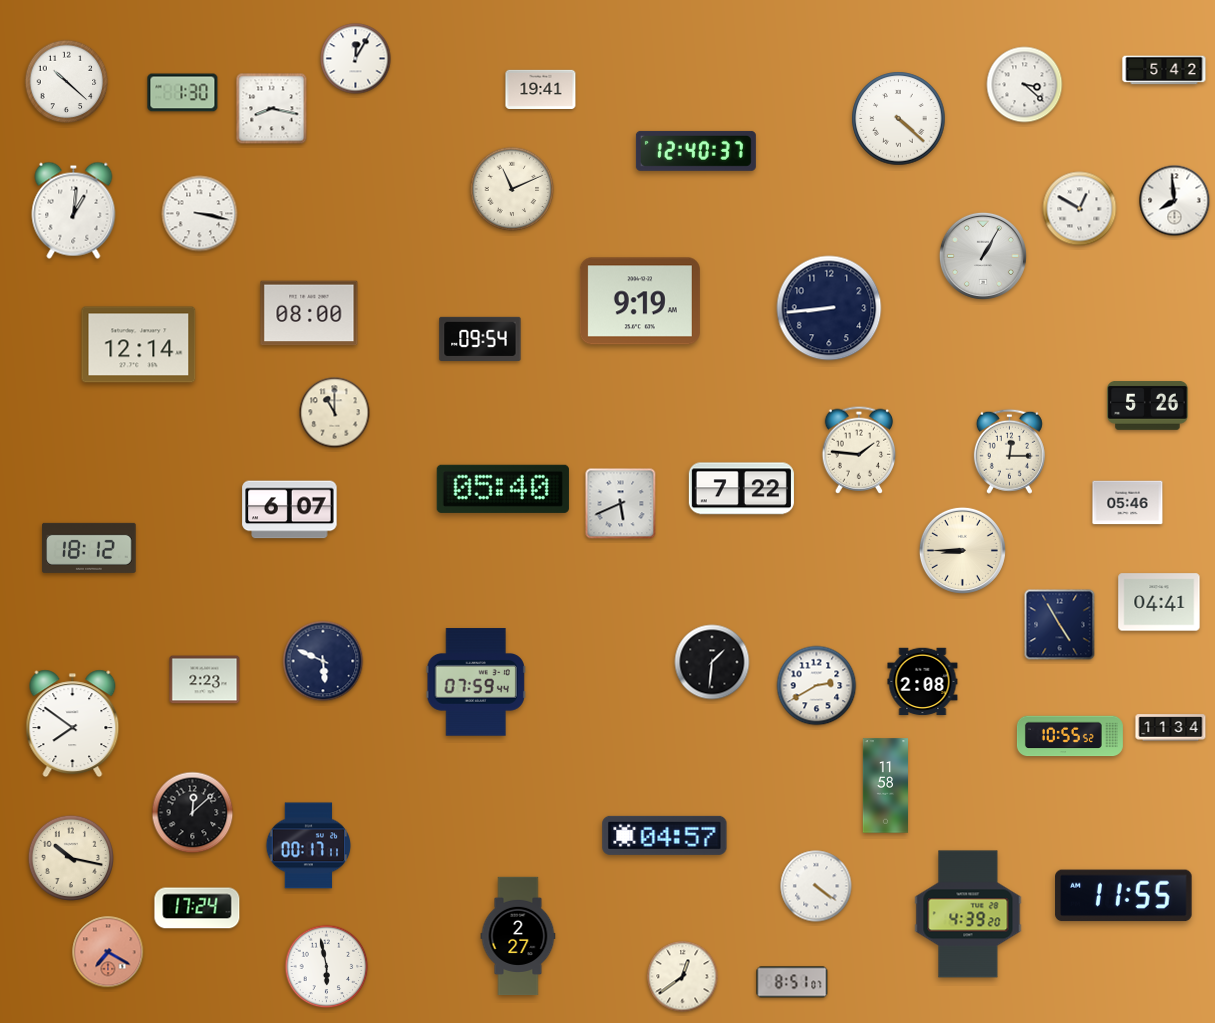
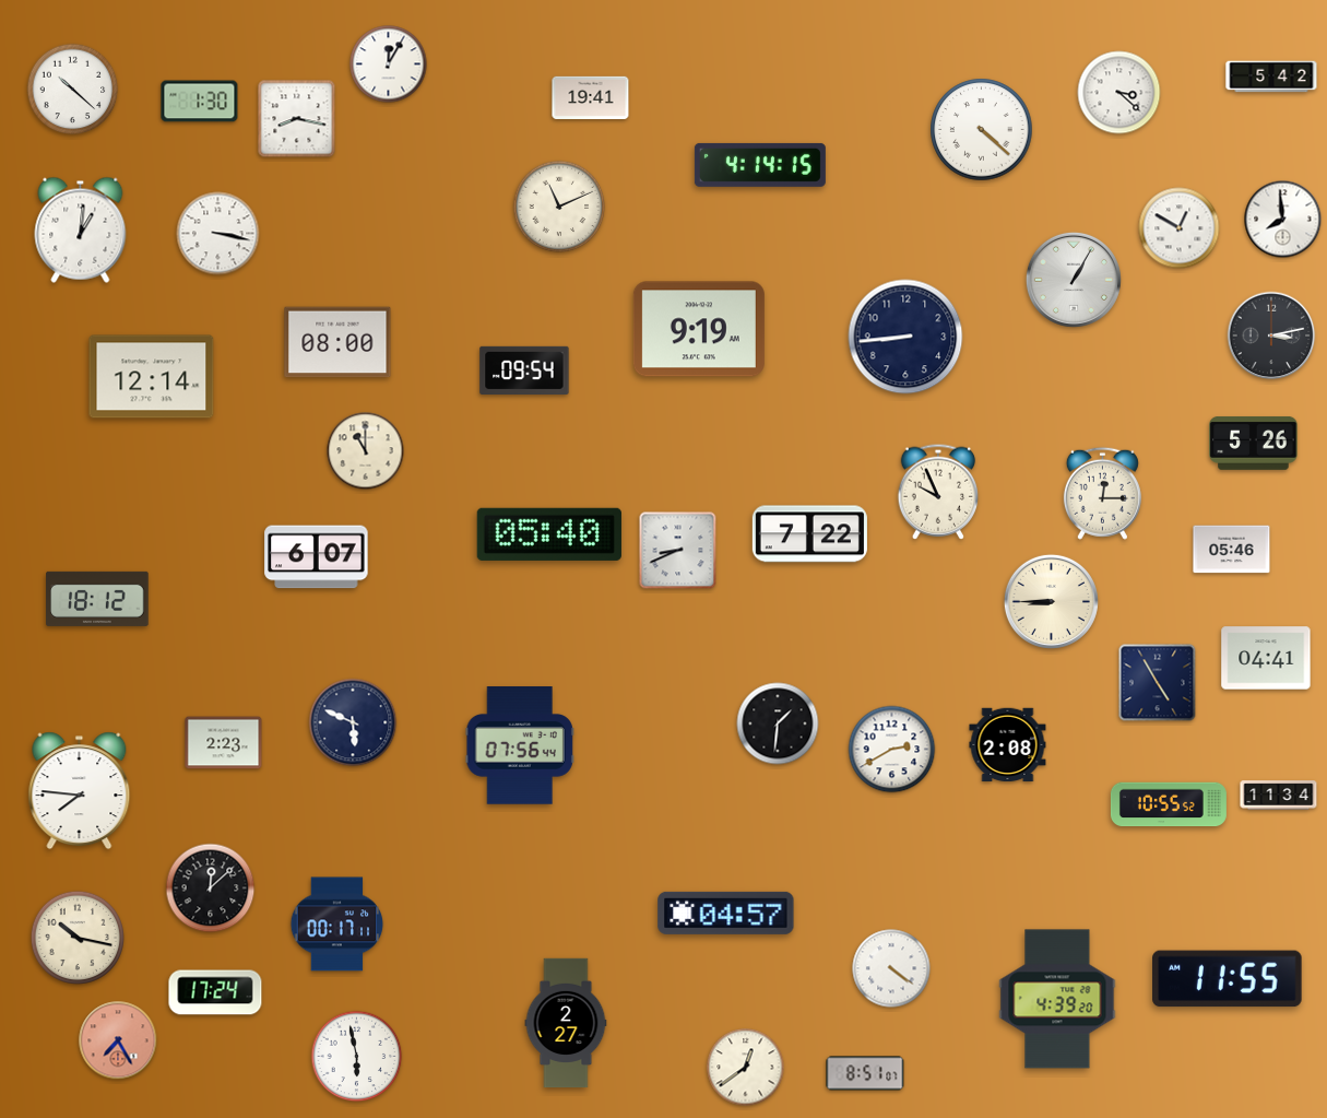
clock at (696, 151): 12:40 -> 4:14
clock at (1271, 336): none -> 3:13
clock at (859, 450): 1:46 -> 9:56
clock at (621, 504): 5:41 -> 8:41
clock at (476, 682): 07:59 -> 07:56
clock at (73, 724): 7:51 -> 7:46
clock at (886, 786): 11:58 -> none
clock at (108, 952): 7:20 -> 7:25
